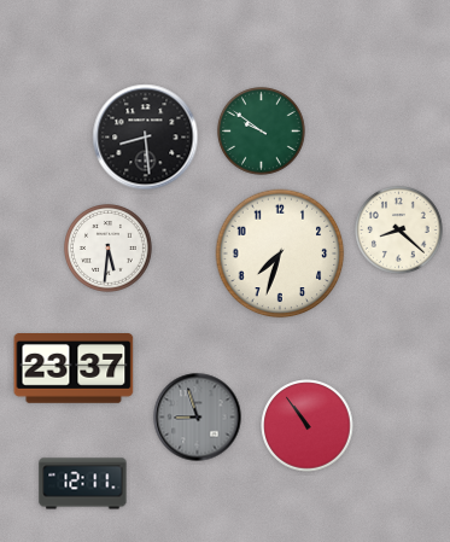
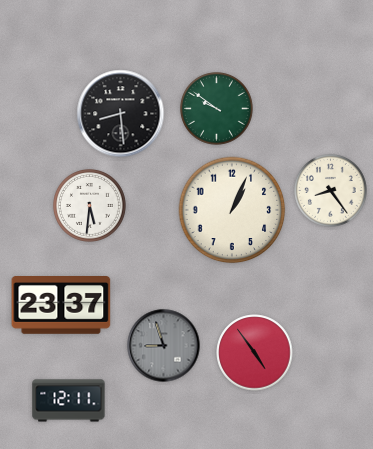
clock at (399, 231): 8:22 -> 8:24
clock at (280, 253): 7:33 -> 1:04
clock at (308, 426): 10:54 -> 4:54
